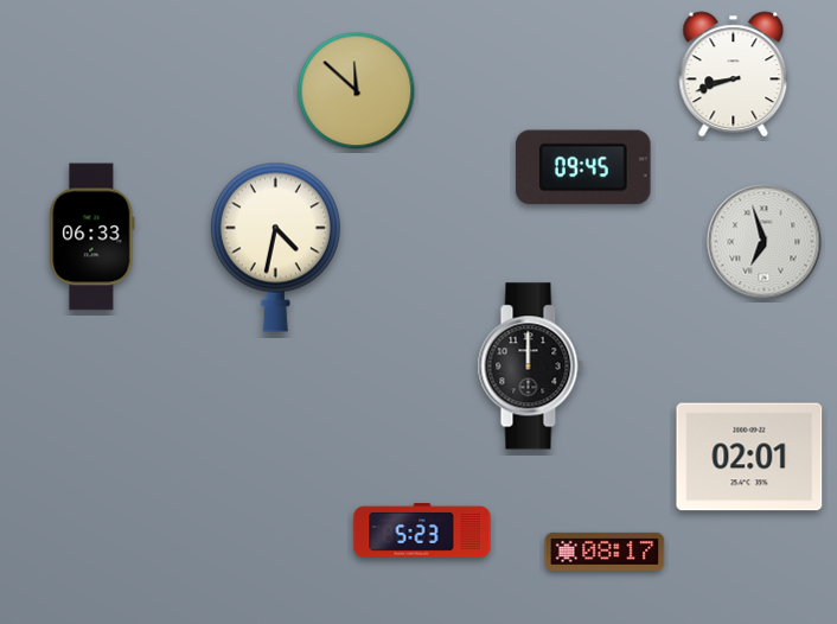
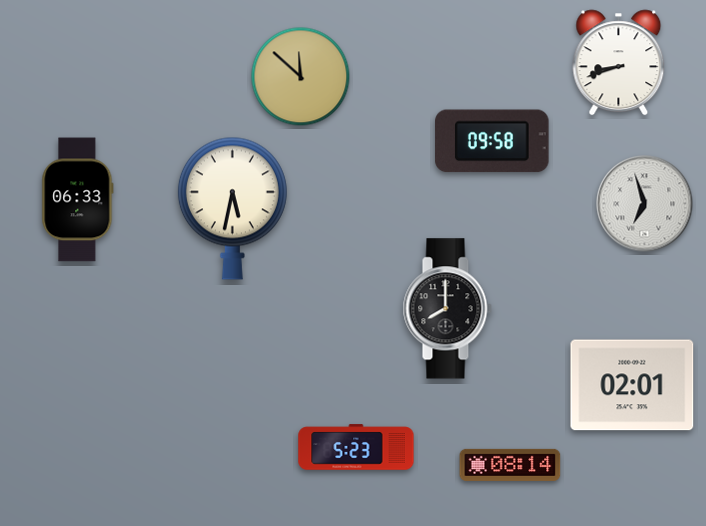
clock at (583, 167): 09:45 -> 09:58
clock at (275, 247): 4:32 -> 5:32
clock at (530, 367): 12:00 -> 8:00
clock at (605, 552): 08:17 -> 08:14
